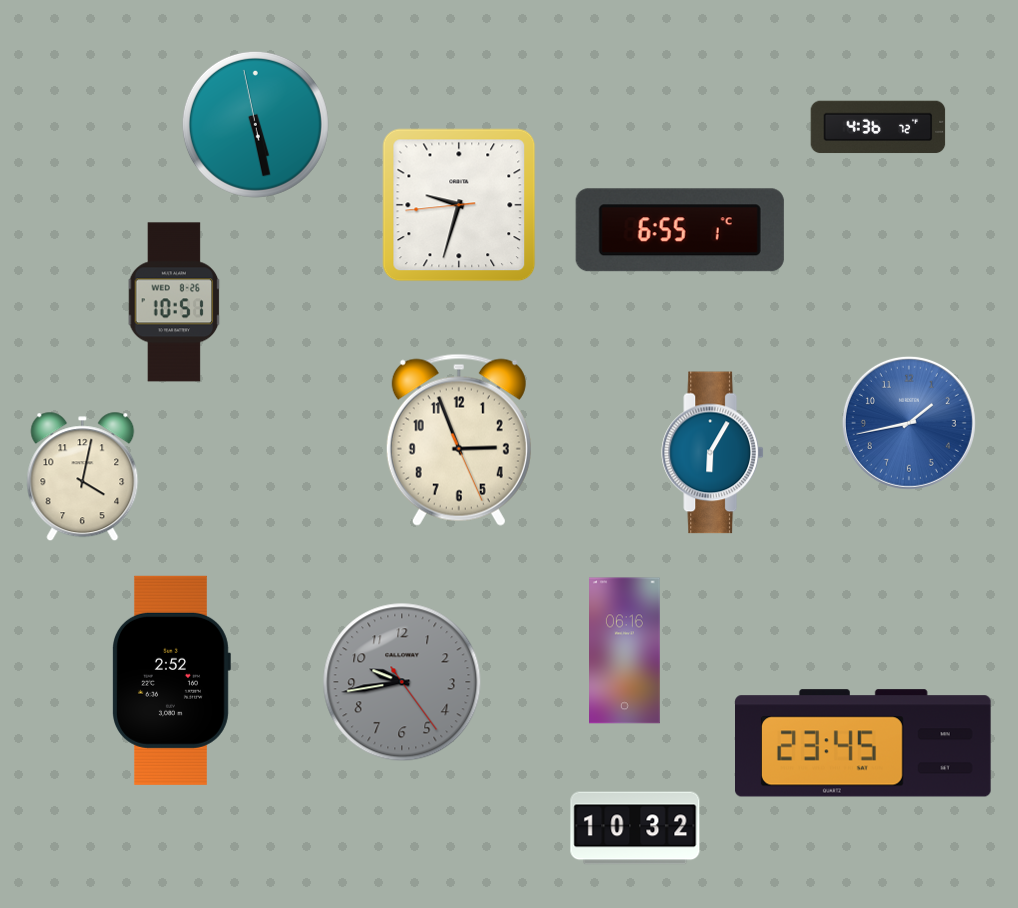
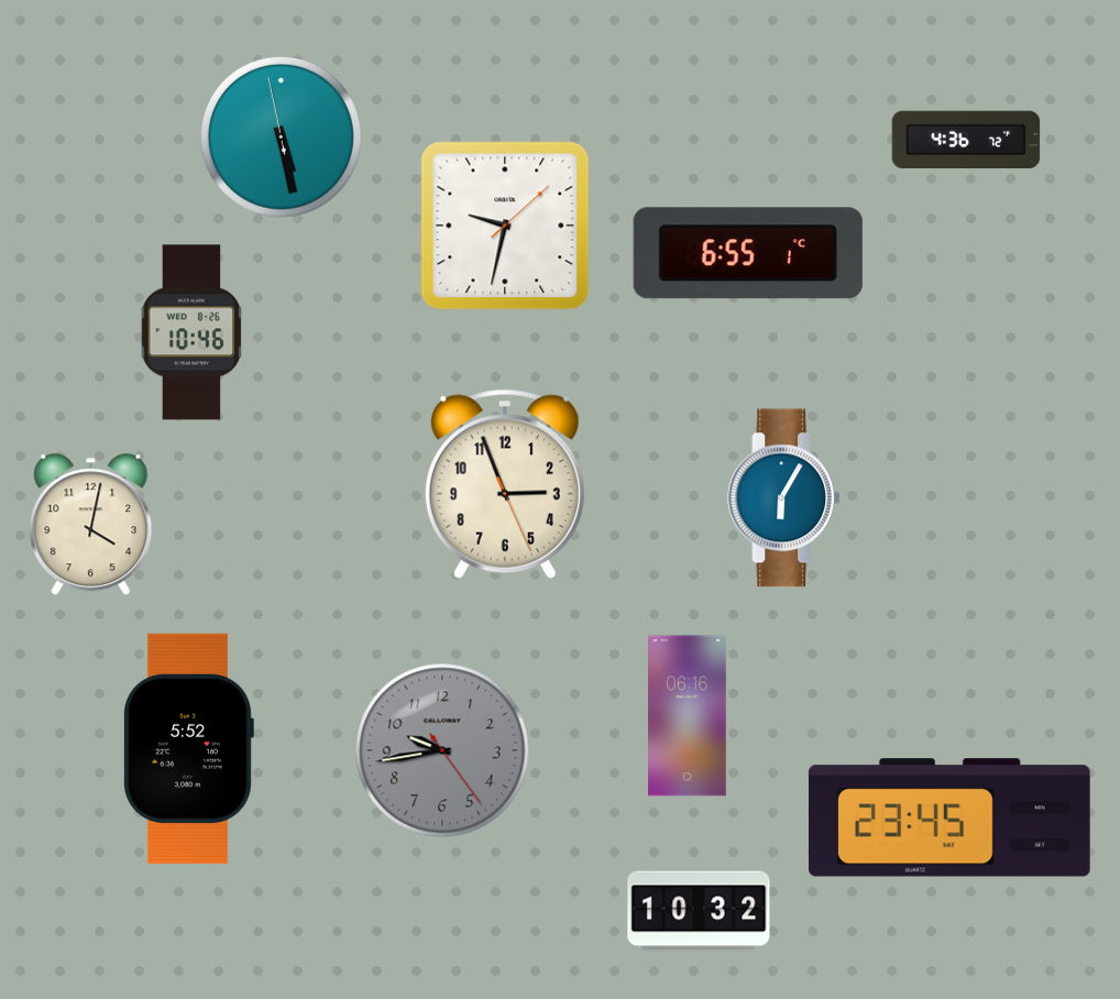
clock at (459, 205): 9:32:44 -> 9:32:08
clock at (174, 302): 10:51 -> 10:46
clock at (909, 423): 1:43 -> none
clock at (172, 680): 2:52 -> 5:52
